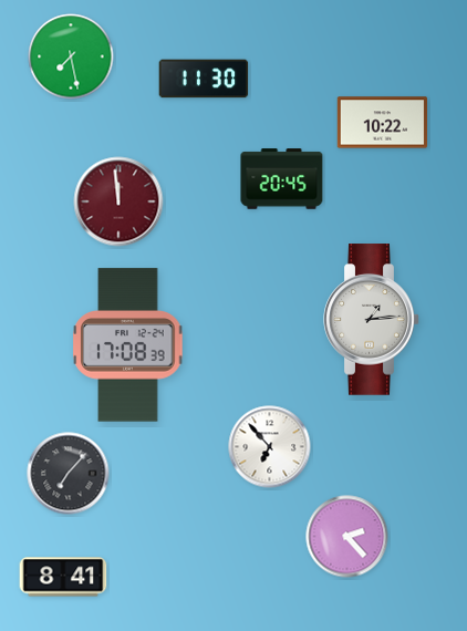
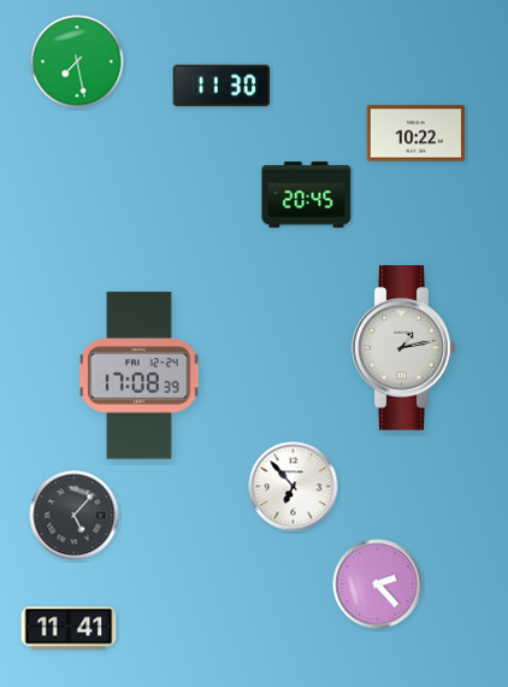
clock at (118, 201): 11:59 -> none
clock at (372, 320): 1:14 -> 1:13
clock at (69, 474): 7:07 -> 5:07
clock at (63, 577): 8:41 -> 11:41
